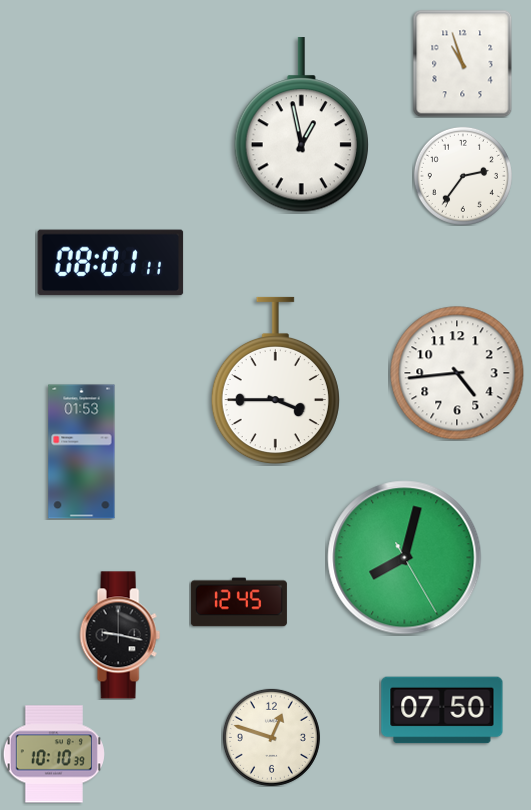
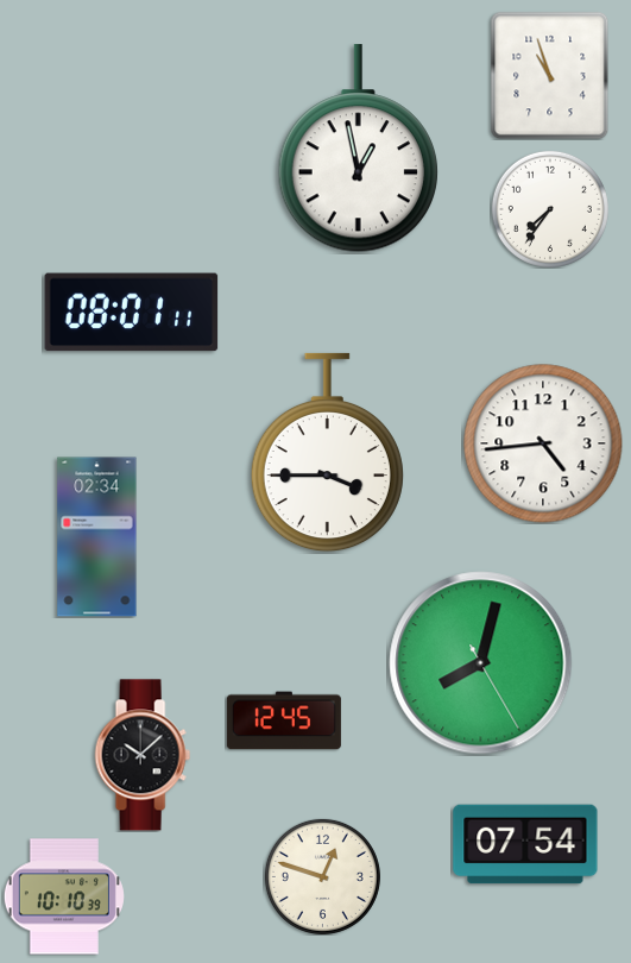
clock at (463, 176): 2:36 -> 7:36
clock at (82, 452): 01:53 -> 02:34
clock at (239, 602) position: (239, 602) -> (284, 720)
clock at (120, 635): 9:17 -> 10:08
clock at (442, 710): 07:50 -> 07:54
